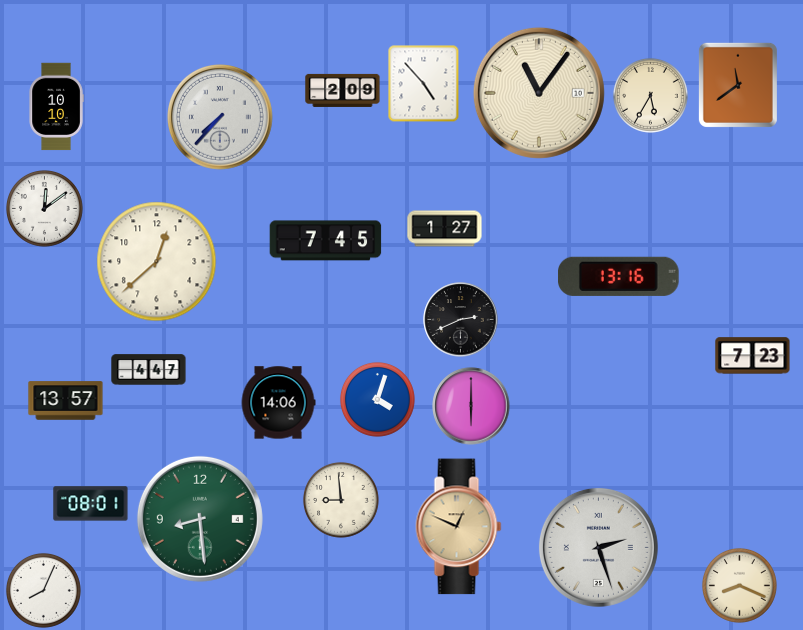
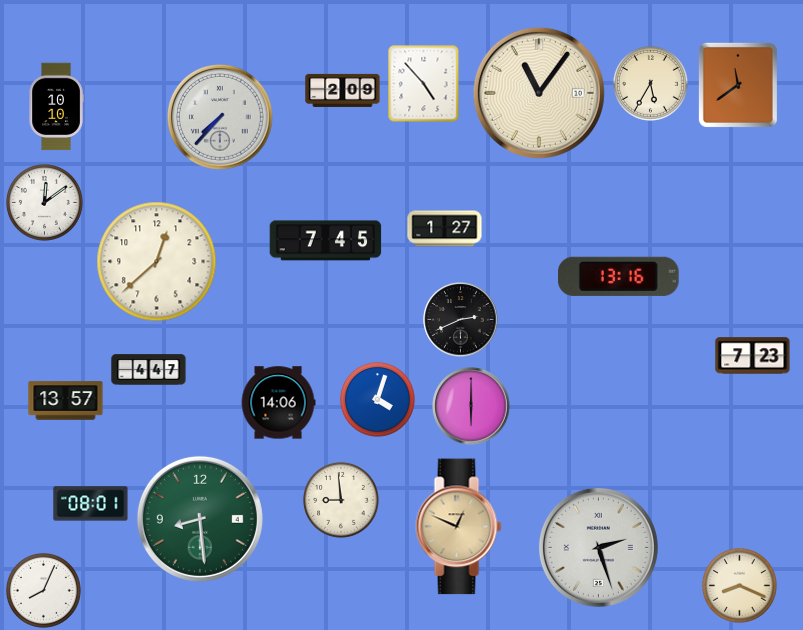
clock at (650, 95) position: (650, 95) -> (650, 83)
clock at (45, 209) position: (45, 209) -> (45, 203)
